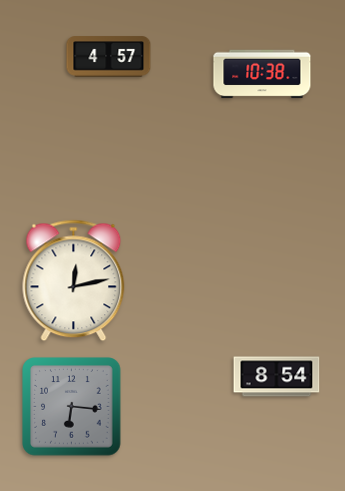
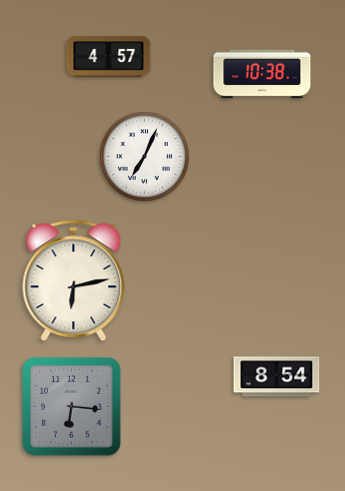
clock at (145, 157): none -> 7:04
clock at (74, 281): 12:13 -> 6:13
